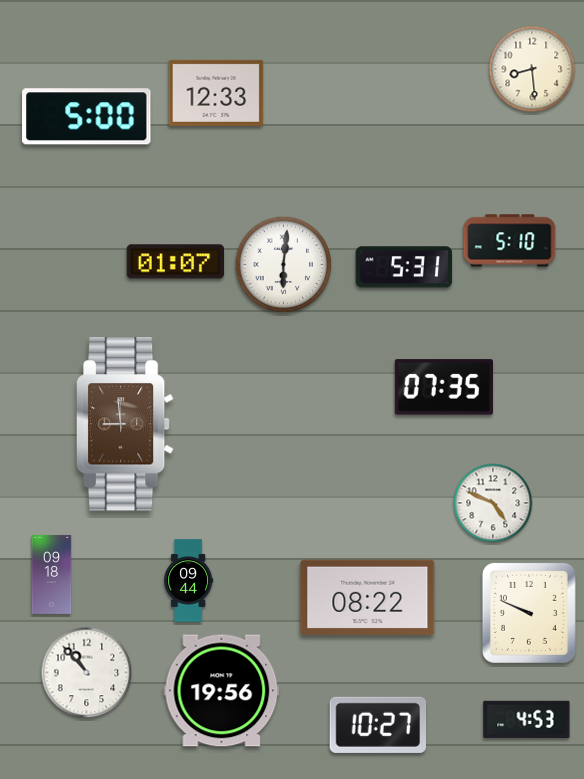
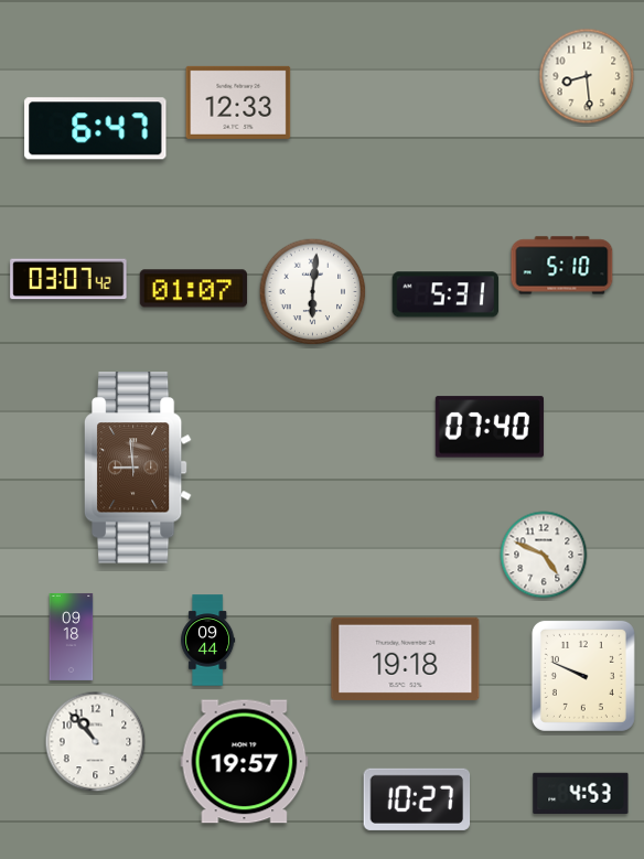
clock at (87, 117): 5:00 -> 6:47
clock at (68, 279): none -> 03:07
clock at (444, 387): 07:35 -> 07:40
clock at (52, 574) position: (52, 574) -> (72, 636)
clock at (368, 597): 08:22 -> 19:18
clock at (222, 691): 19:56 -> 19:57
